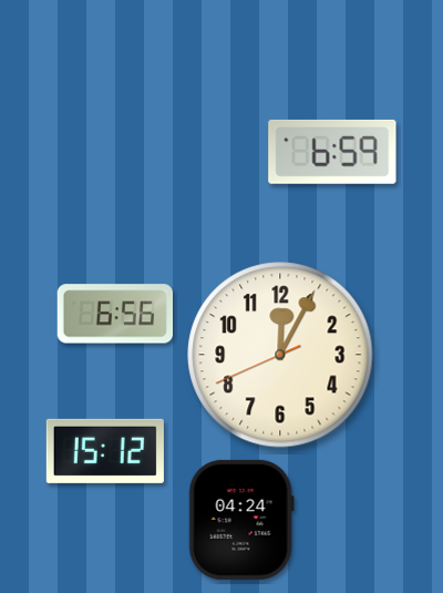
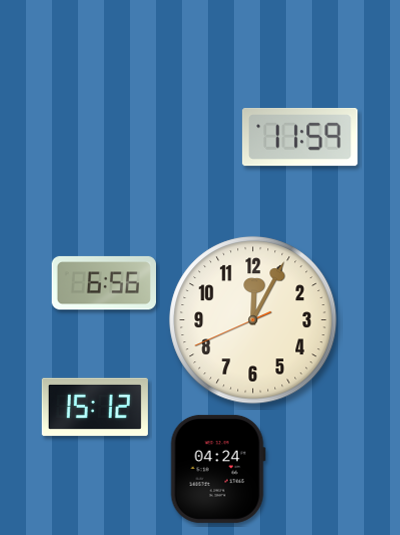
clock at (332, 152): 6:59 -> 11:59
